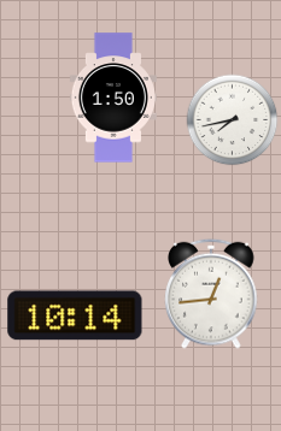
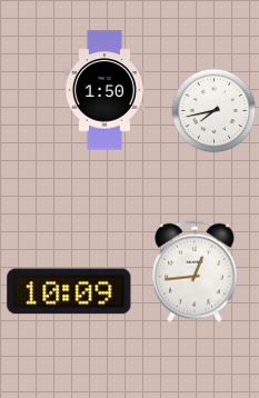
clock at (75, 315): 10:14 -> 10:09
